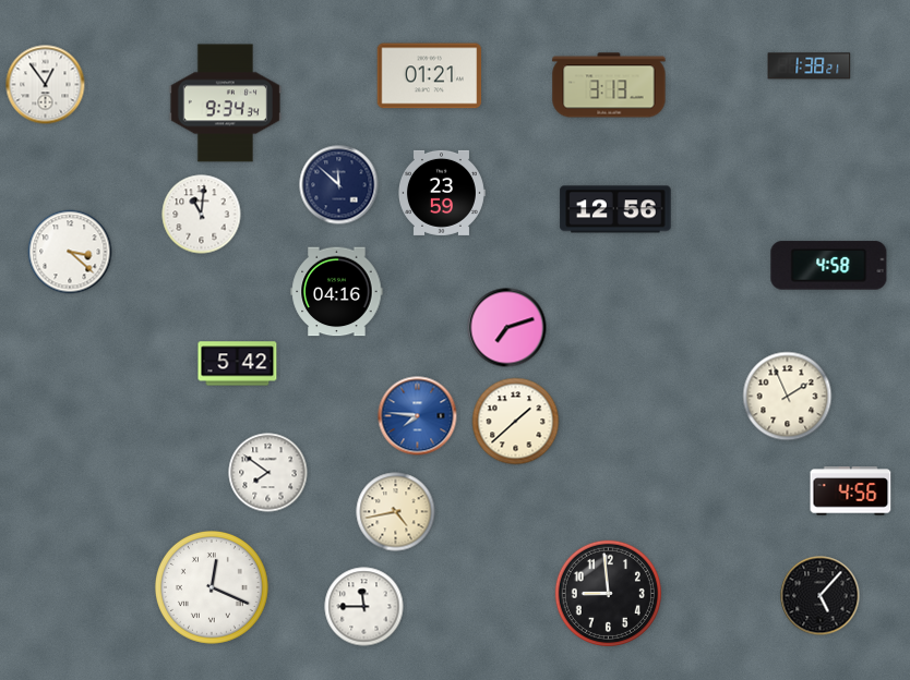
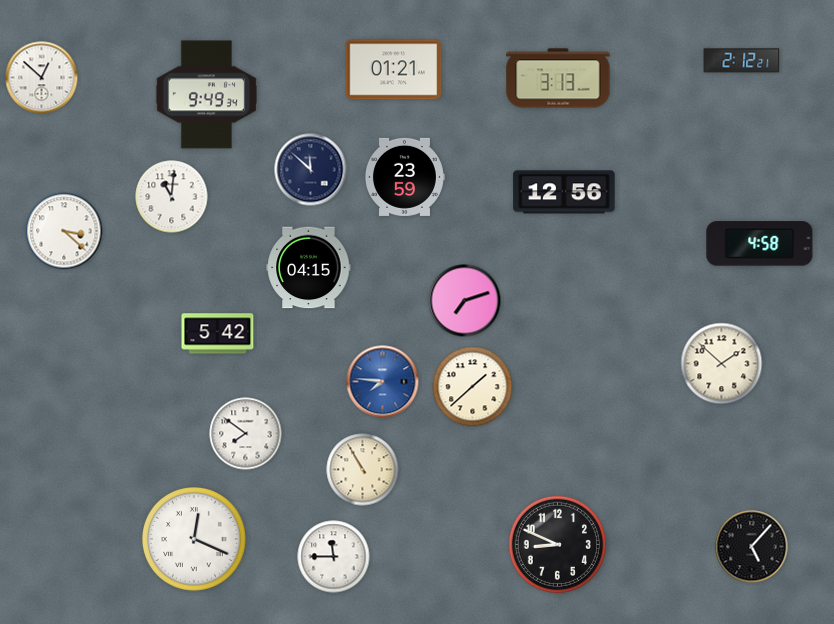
clock at (810, 66): 1:38 -> 2:12
clock at (46, 85): 12:54 -> 12:52
clock at (226, 104): 9:34 -> 9:49
clock at (202, 215) position: (202, 215) -> (172, 197)
clock at (337, 292): 04:16 -> 04:15
clock at (788, 397): 1:56 -> 1:52
clock at (851, 491): 4:56 -> none
clock at (396, 512): 4:43 -> 10:55
clock at (608, 593): 8:59 -> 8:49
